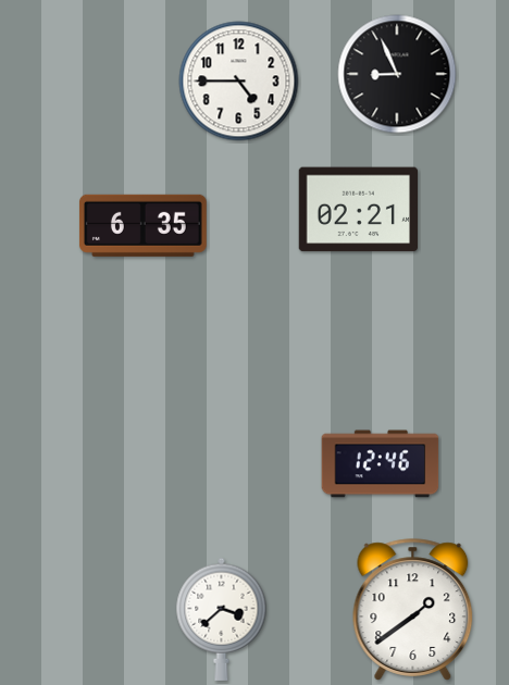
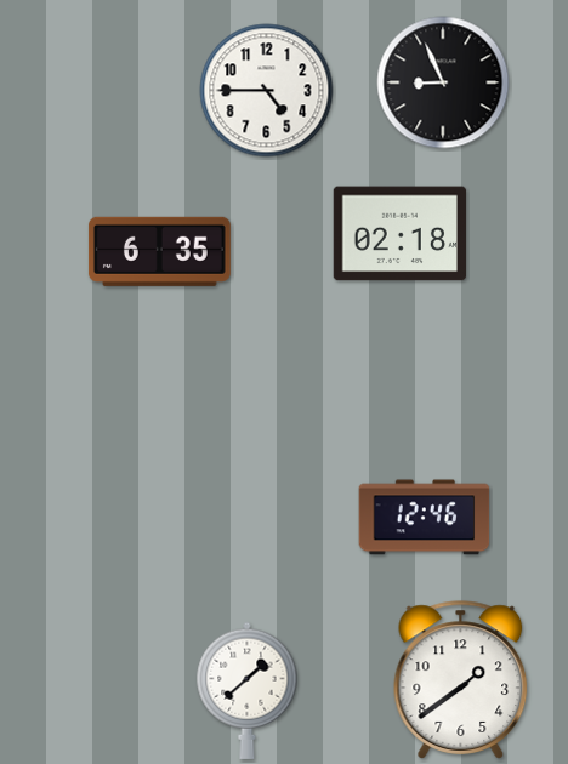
clock at (358, 210): 02:21 -> 02:18
clock at (222, 619): 3:38 -> 1:38
